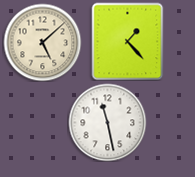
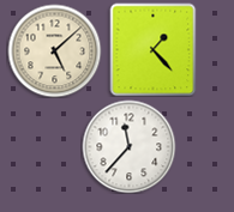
clock at (42, 42) position: (42, 42) -> (54, 50)
clock at (107, 122): 11:28 -> 11:37
